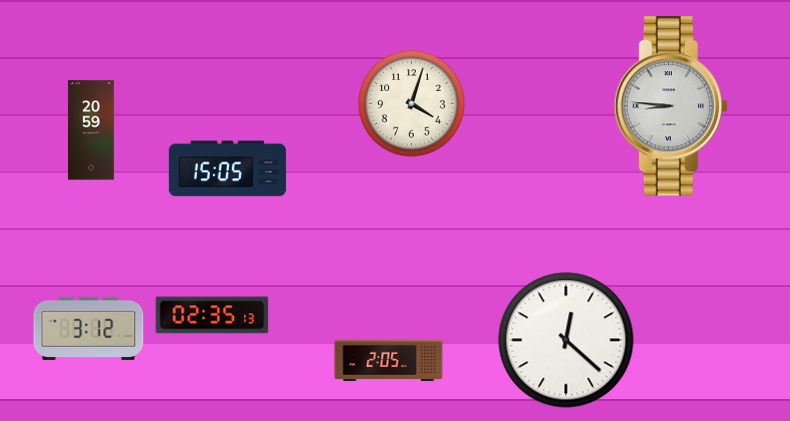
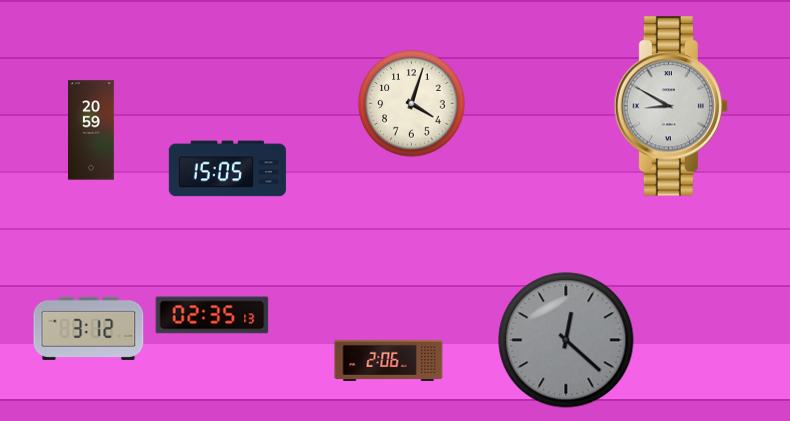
clock at (671, 106): 8:46 -> 8:50
clock at (566, 340) dial: white -> grey
clock at (389, 360): 2:05 -> 2:06
